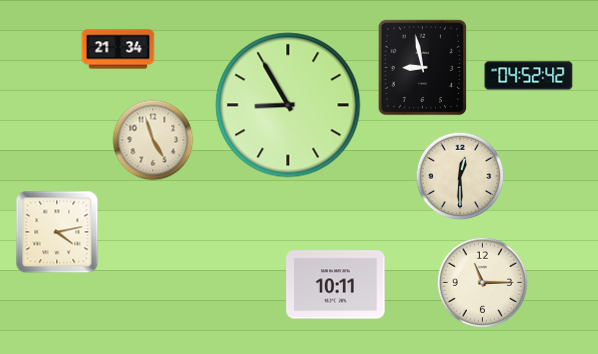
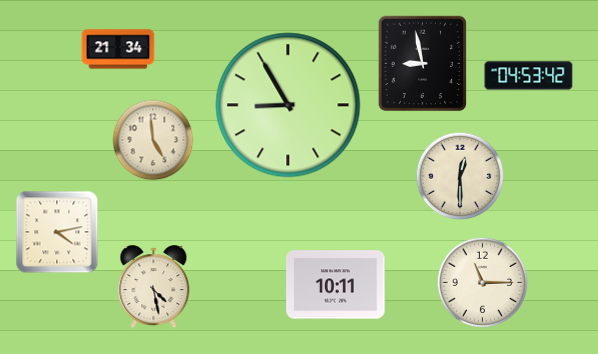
clock at (423, 68) position: (423, 68) -> (423, 64)
clock at (529, 76): 04:52 -> 04:53
clock at (153, 140): 4:57 -> 4:59
clock at (154, 287): none -> 4:28
